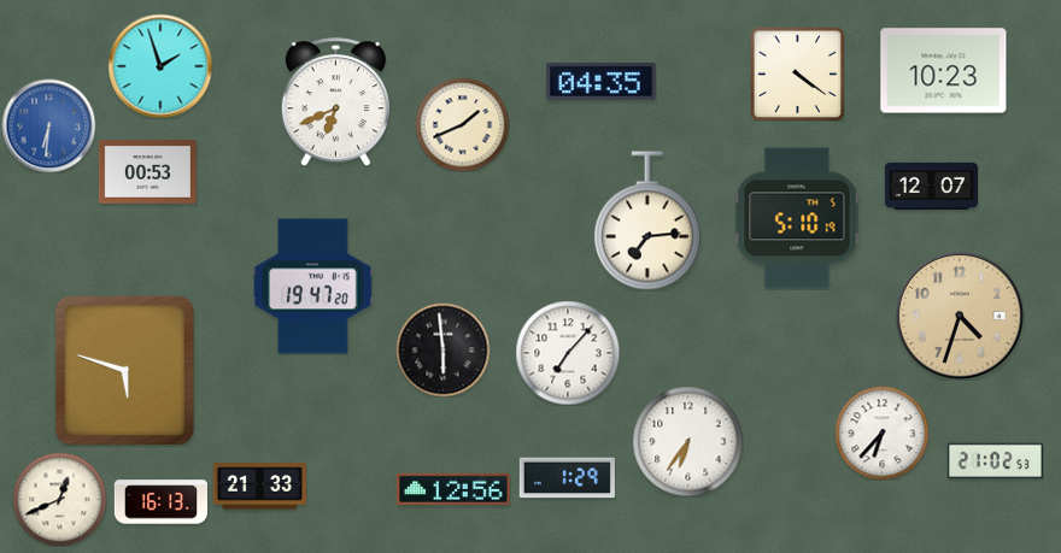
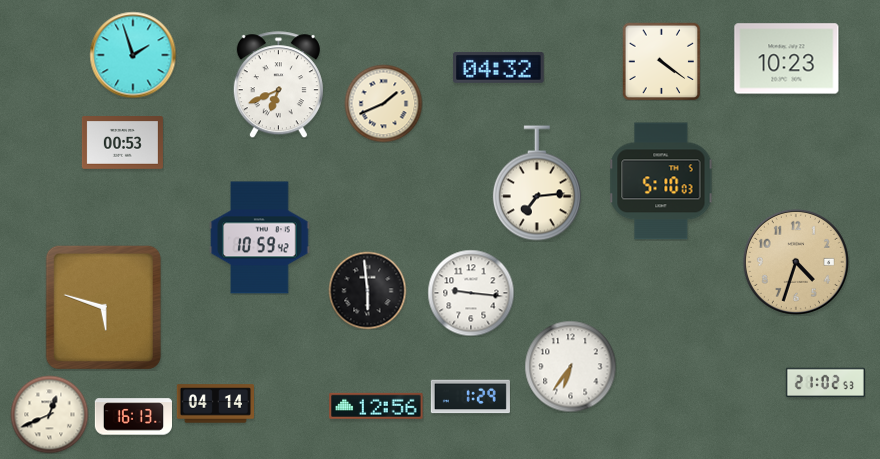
clock at (944, 71) position: (944, 71) -> (787, 59)
clock at (602, 81): 04:35 -> 04:32
clock at (48, 125): 6:31 -> none
clock at (931, 187): 12:07 -> none
clock at (797, 218): 5:10:19 -> 5:10:03
clock at (313, 287): 19:47 -> 10:59
clock at (568, 353): 7:07 -> 9:16
clock at (881, 433): 6:37 -> none
clock at (259, 487): 21:33 -> 04:14
